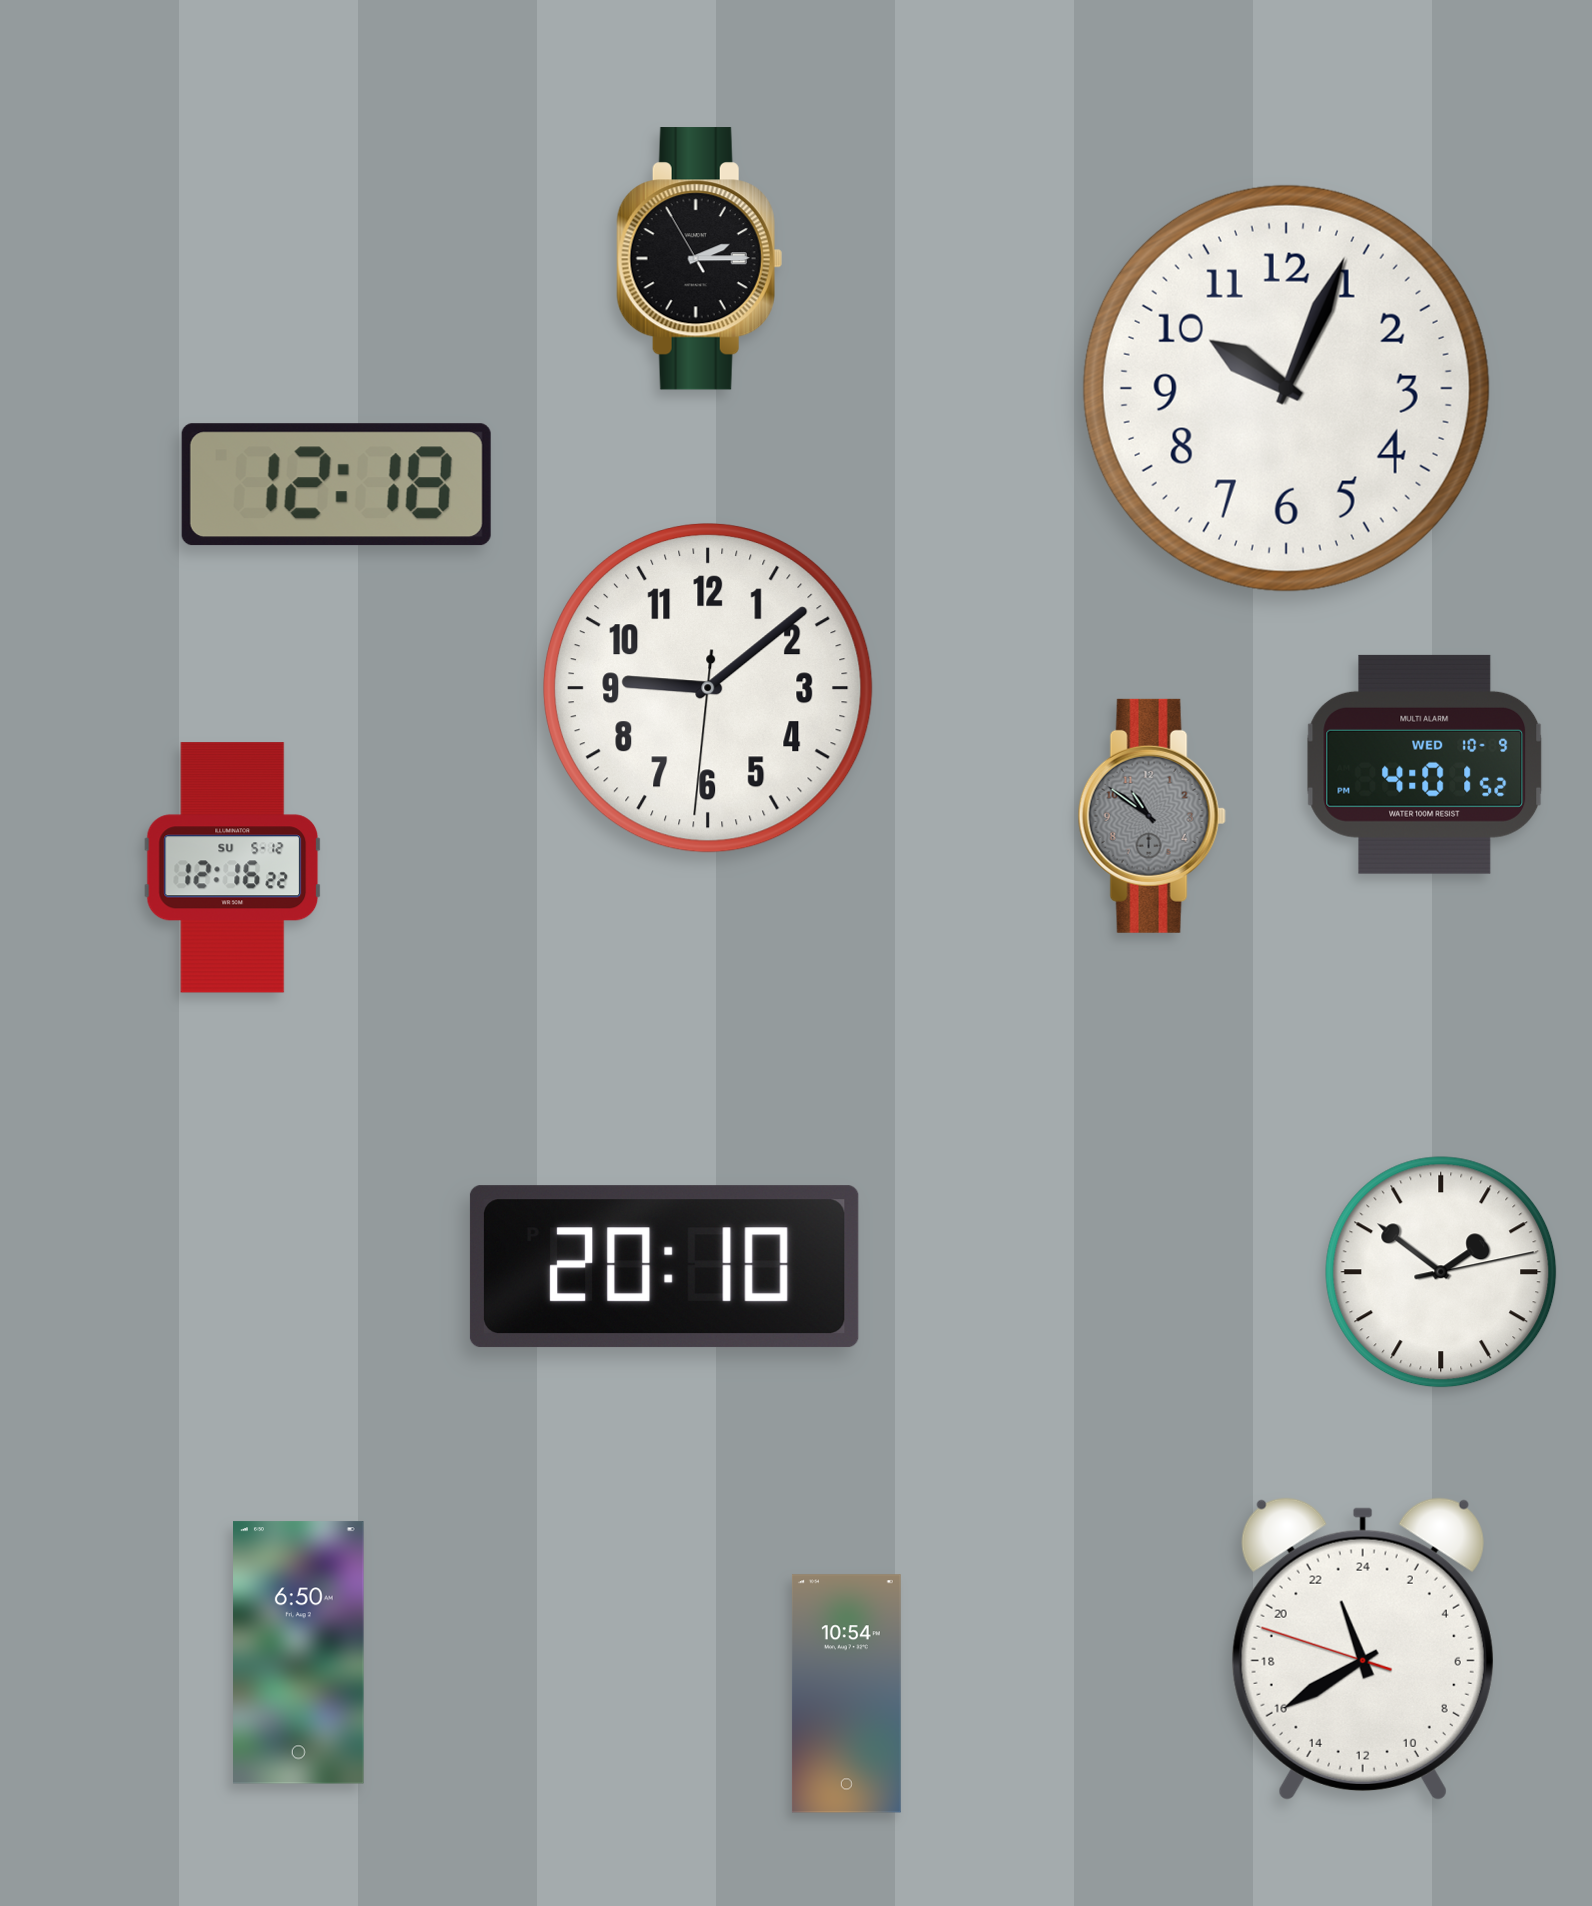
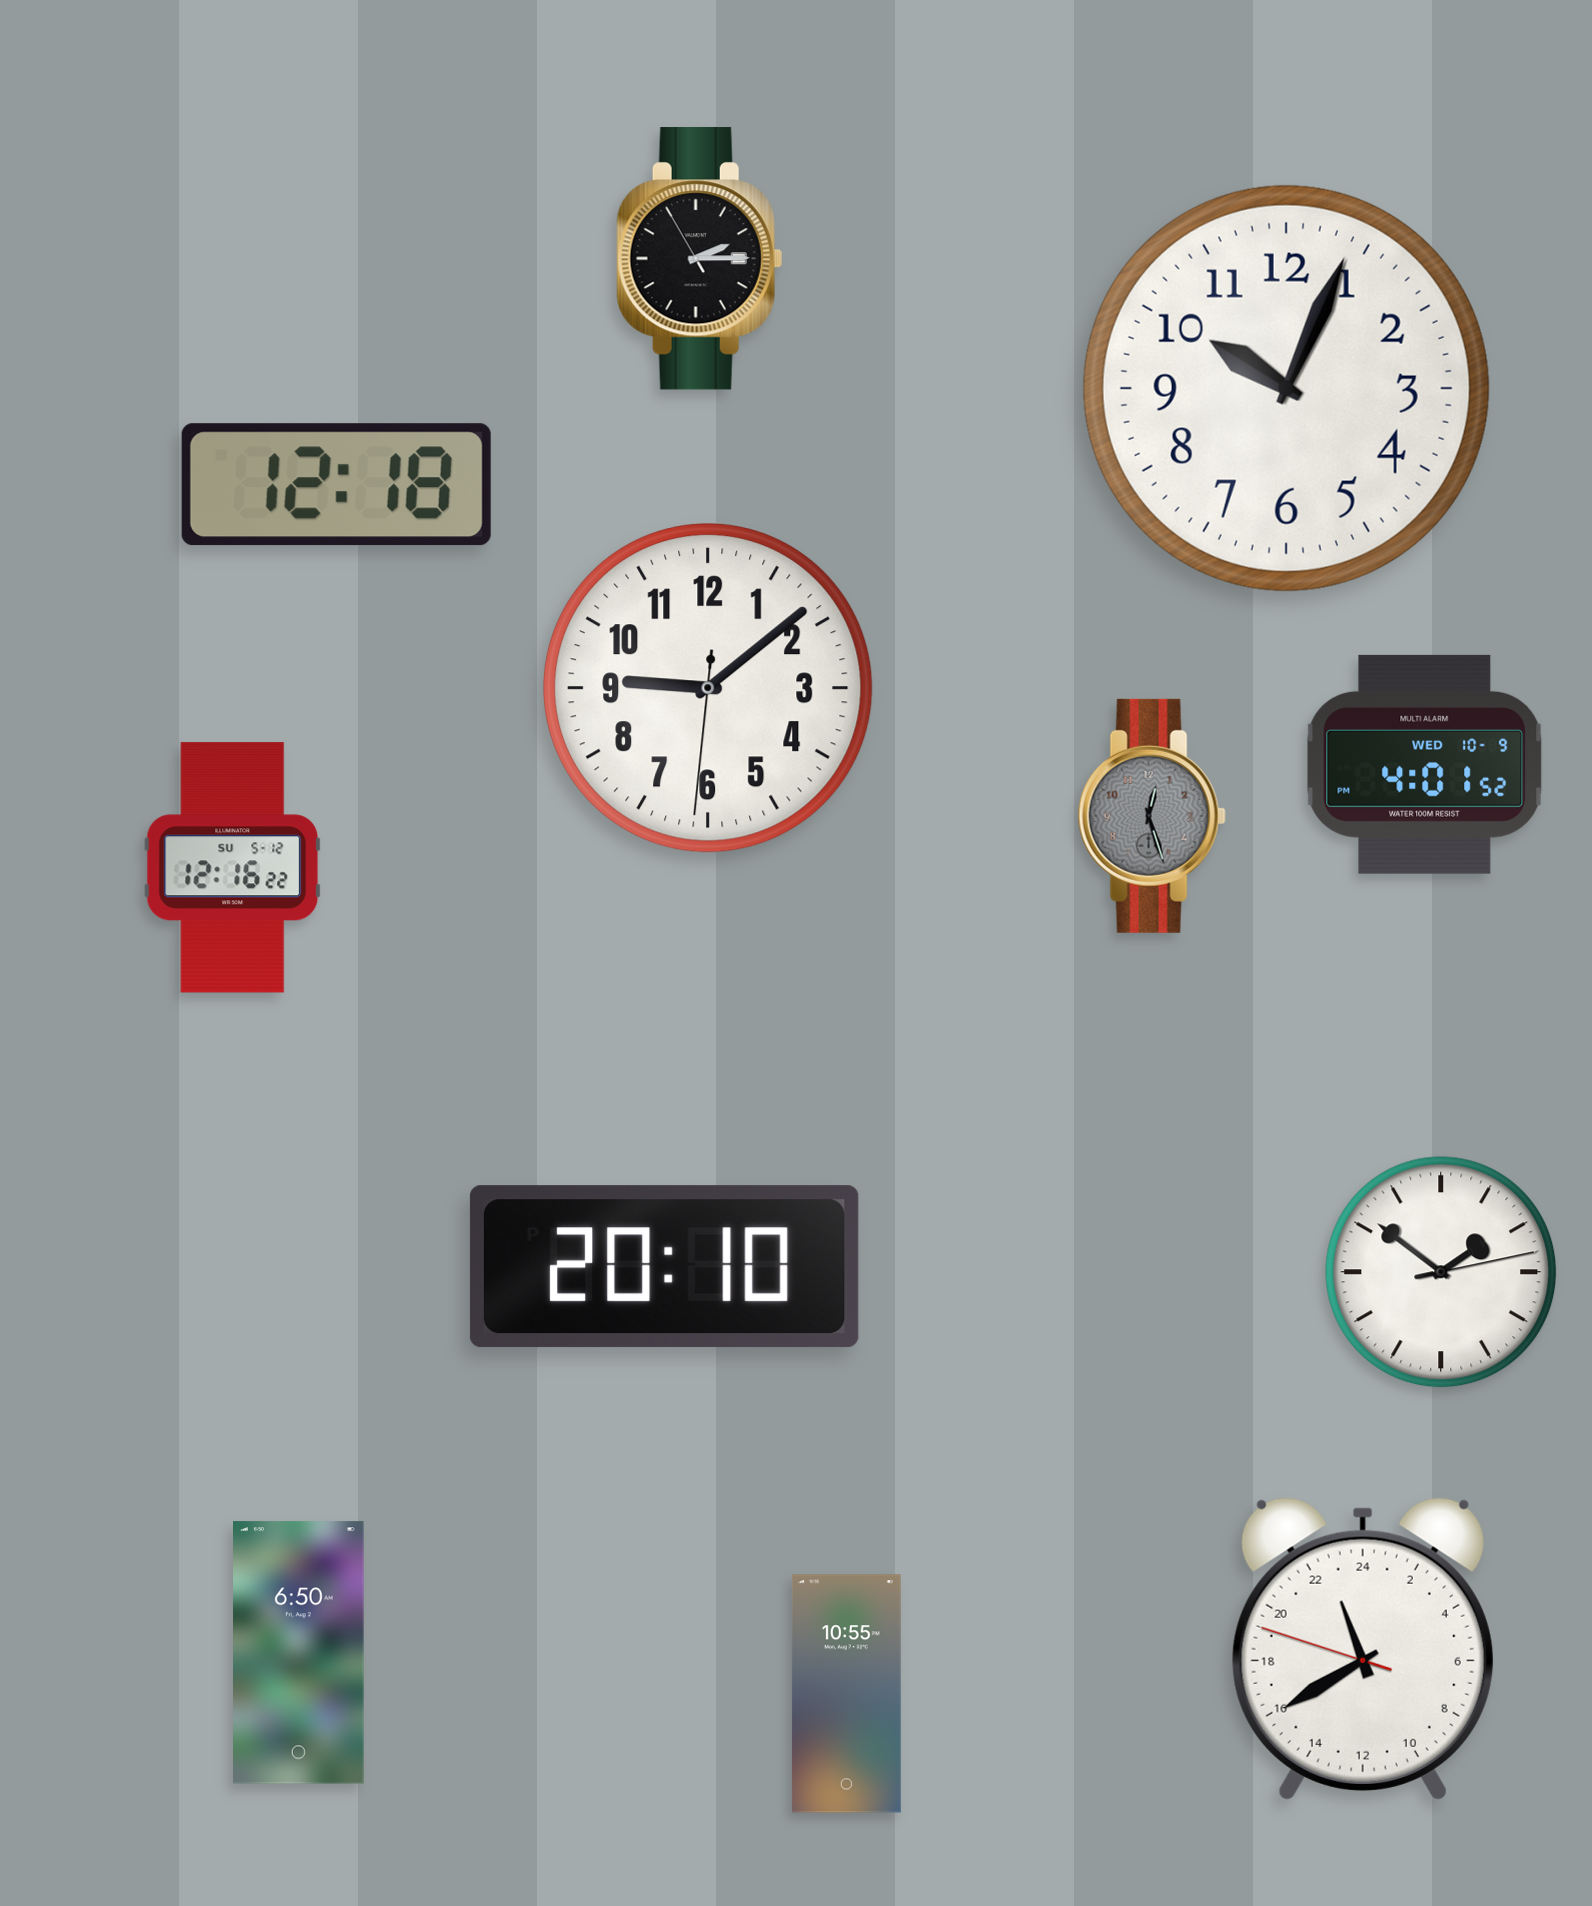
clock at (1152, 816): 10:51 -> 12:27
clock at (846, 1694): 10:54 -> 10:55
